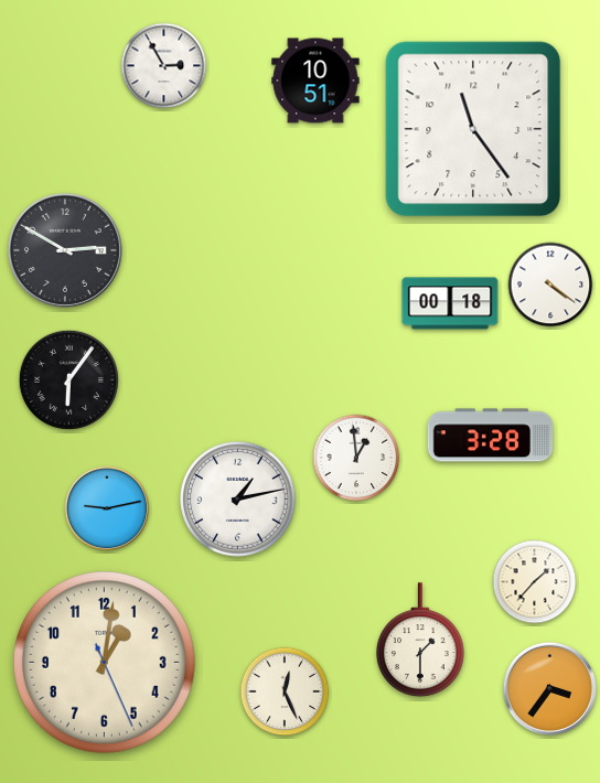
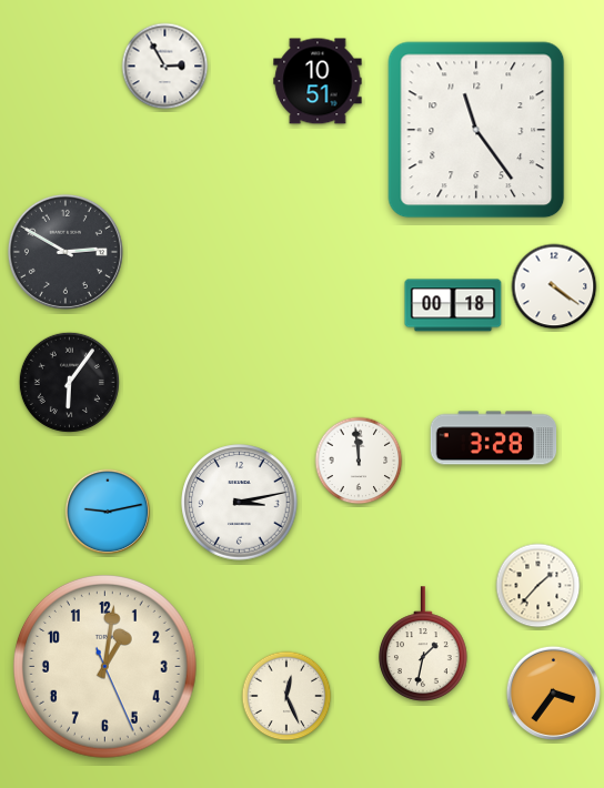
clock at (356, 458): 12:59 -> 11:59
clock at (238, 500): 1:13 -> 3:13
clock at (421, 640): 1:30 -> 1:32
